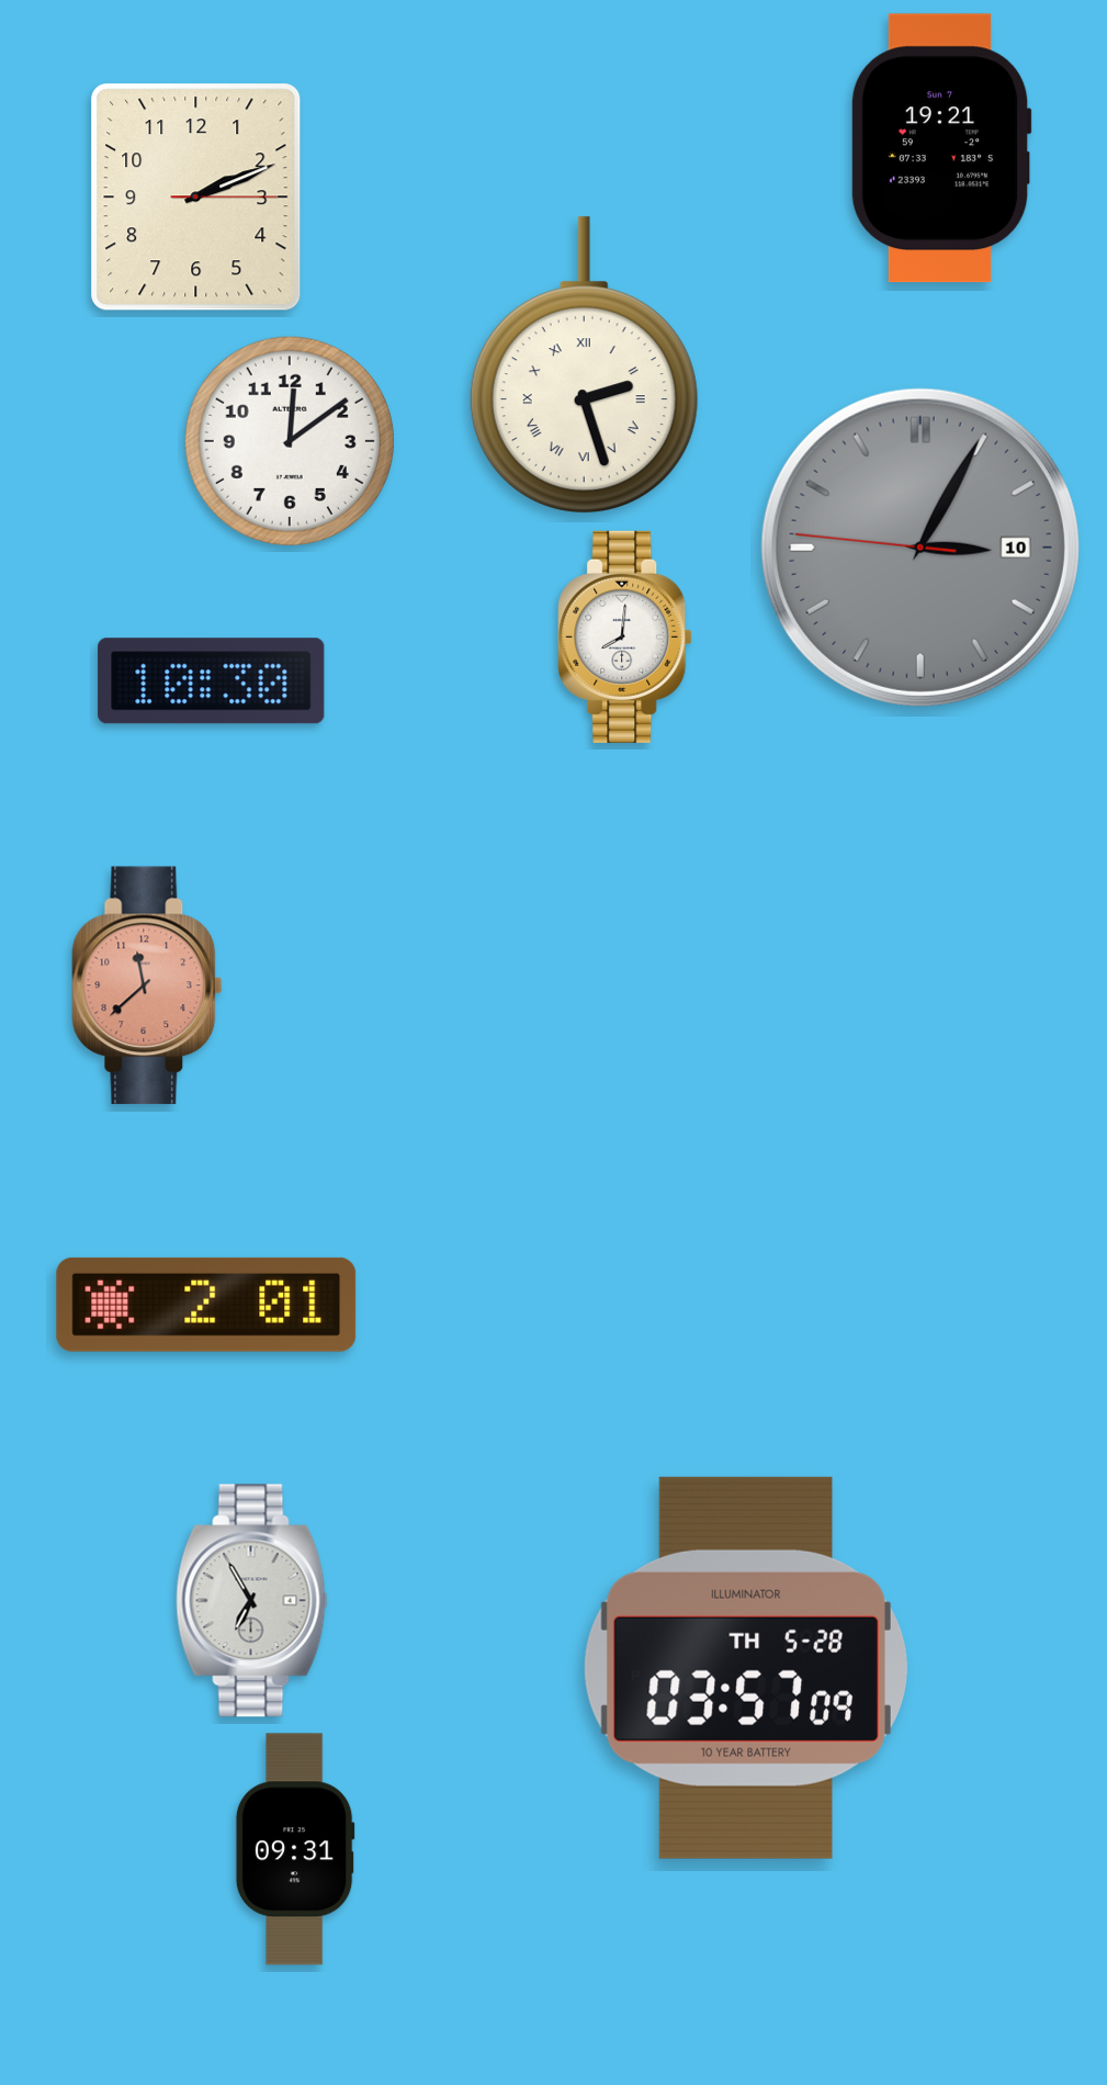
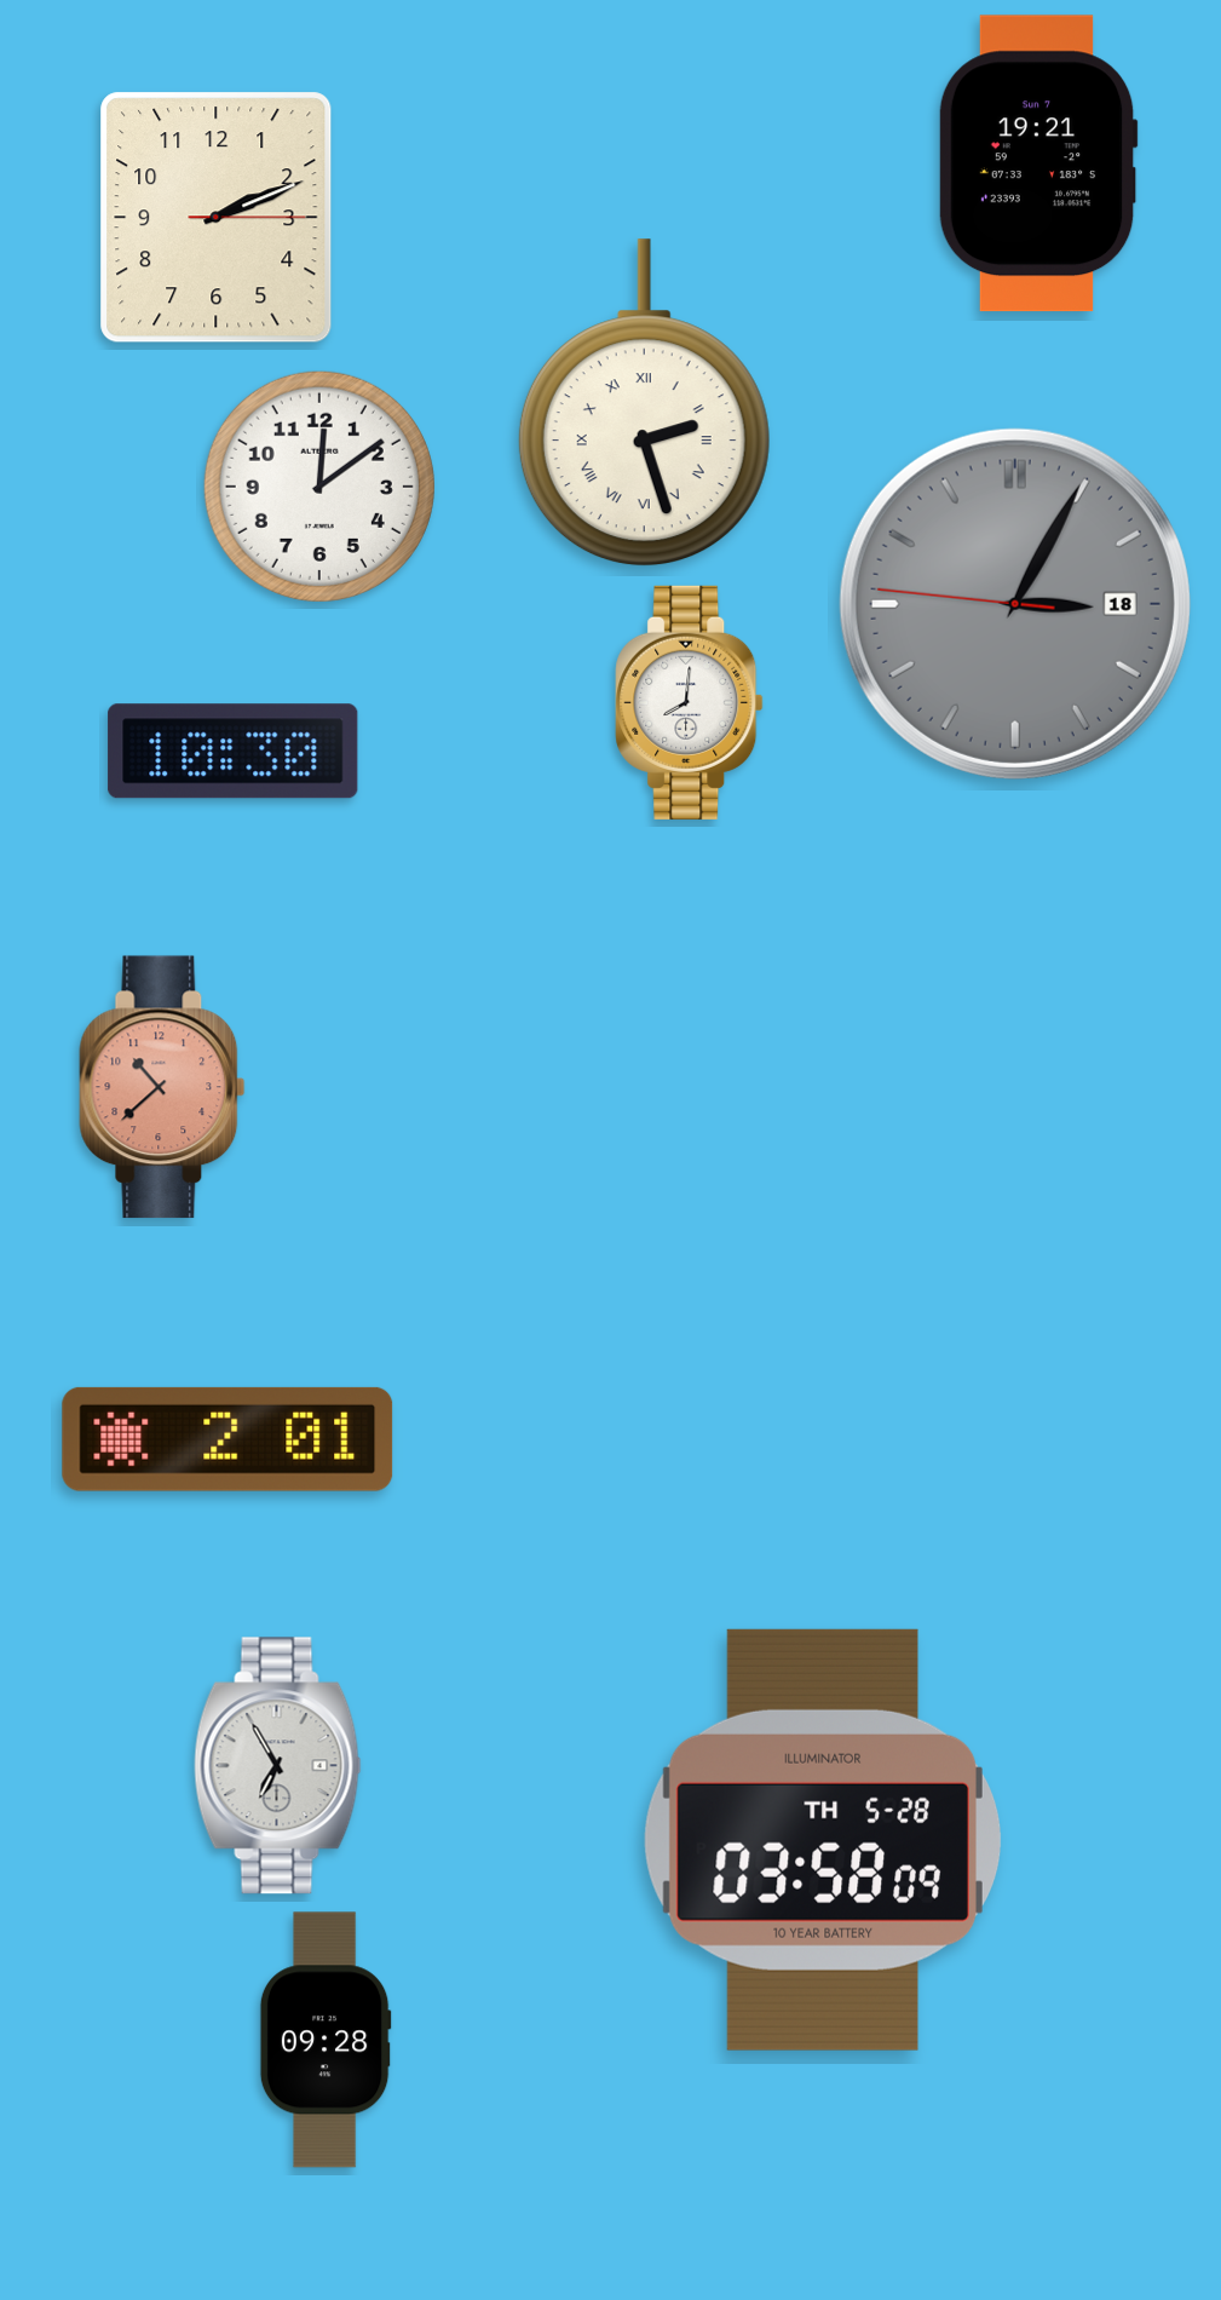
clock at (920, 548) date: 10 -> 18
clock at (147, 985): 11:38 -> 10:38
clock at (746, 1668): 03:57 -> 03:58
clock at (295, 1849): 09:31 -> 09:28
